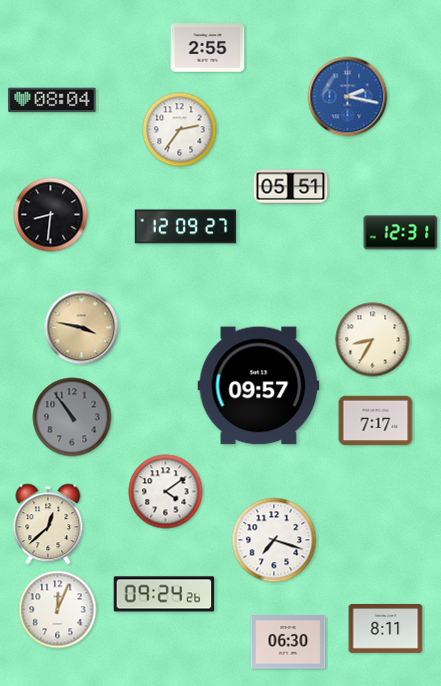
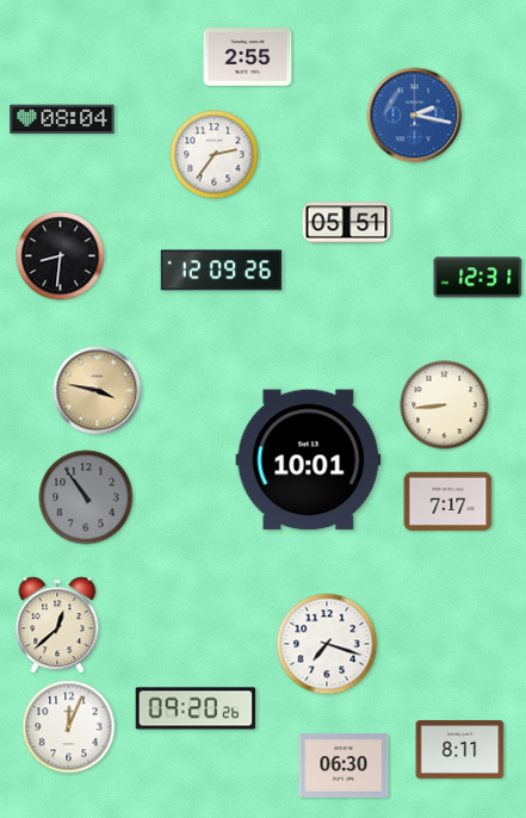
clock at (186, 227): 12:09:27 -> 12:09:26
clock at (373, 340): 8:35 -> 8:44
clock at (259, 386): 09:57 -> 10:01
clock at (166, 492): 4:09 -> none
clock at (164, 594): 09:24 -> 09:20
